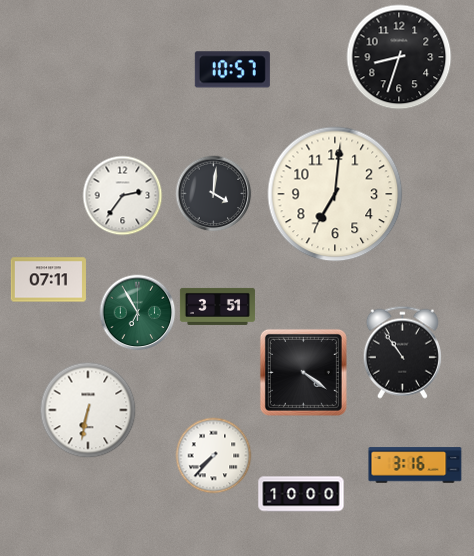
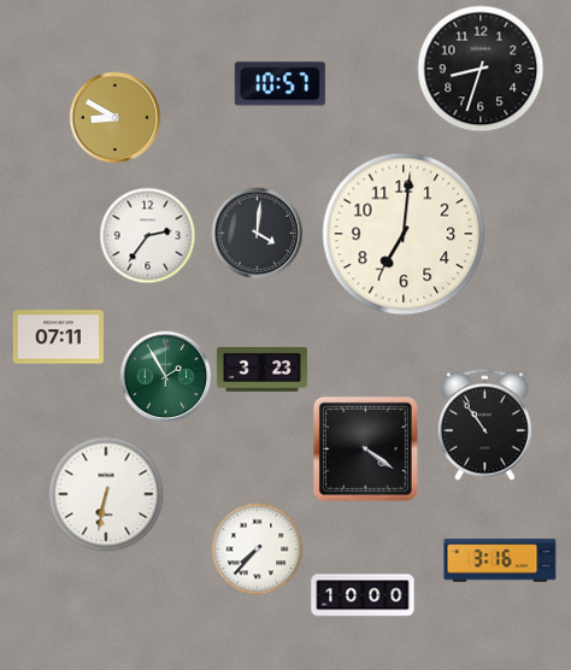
clock at (116, 118): none -> 8:50
clock at (217, 306): 3:51 -> 3:23
clock at (138, 313): 6:55 -> 1:55
